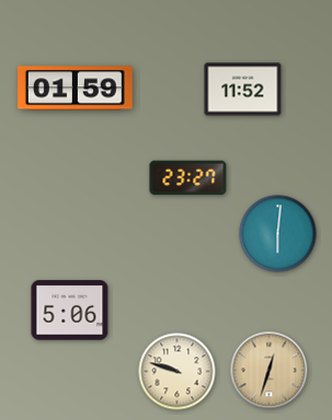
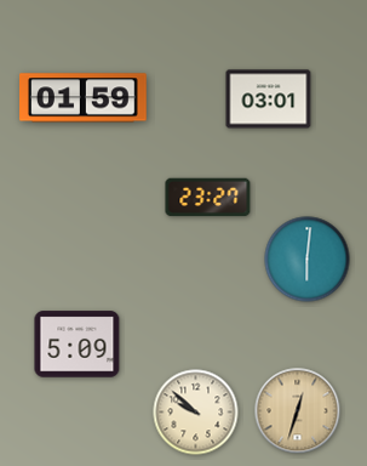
clock at (243, 90): 11:52 -> 03:01
clock at (70, 311): 5:06 -> 5:09
clock at (178, 372): 9:48 -> 9:52
